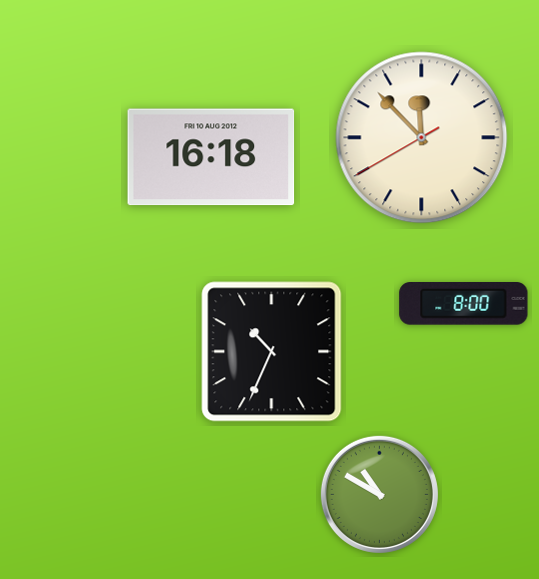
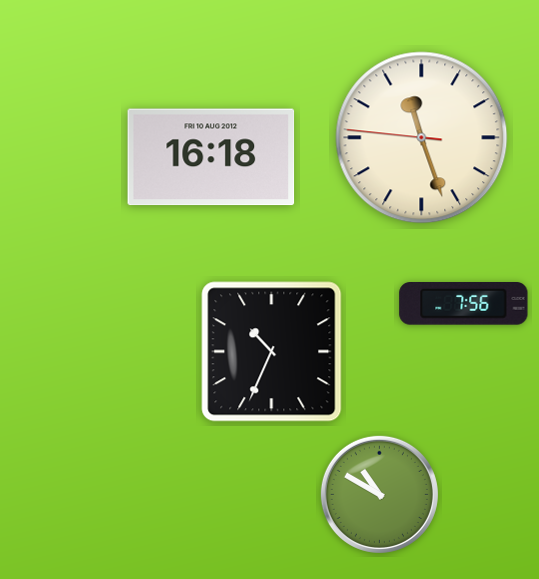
clock at (422, 138): 11:52 -> 11:26
clock at (464, 304): 8:00 -> 7:56
